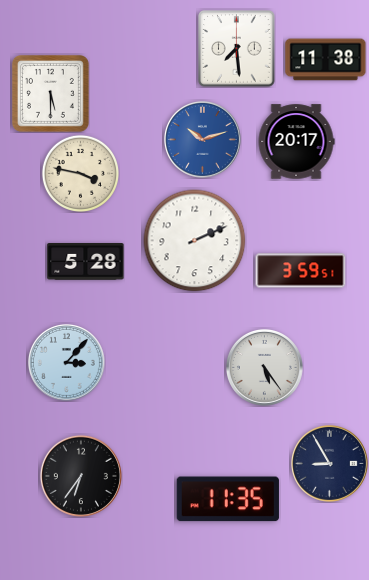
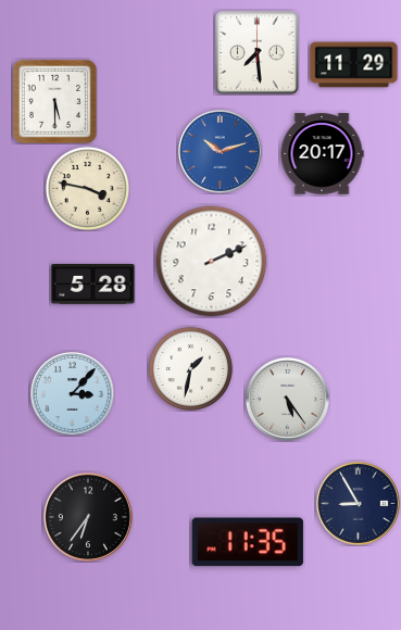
clock at (326, 60): 11:38 -> 11:29
clock at (301, 271): 3:59 -> none
clock at (190, 368): none -> 1:32
